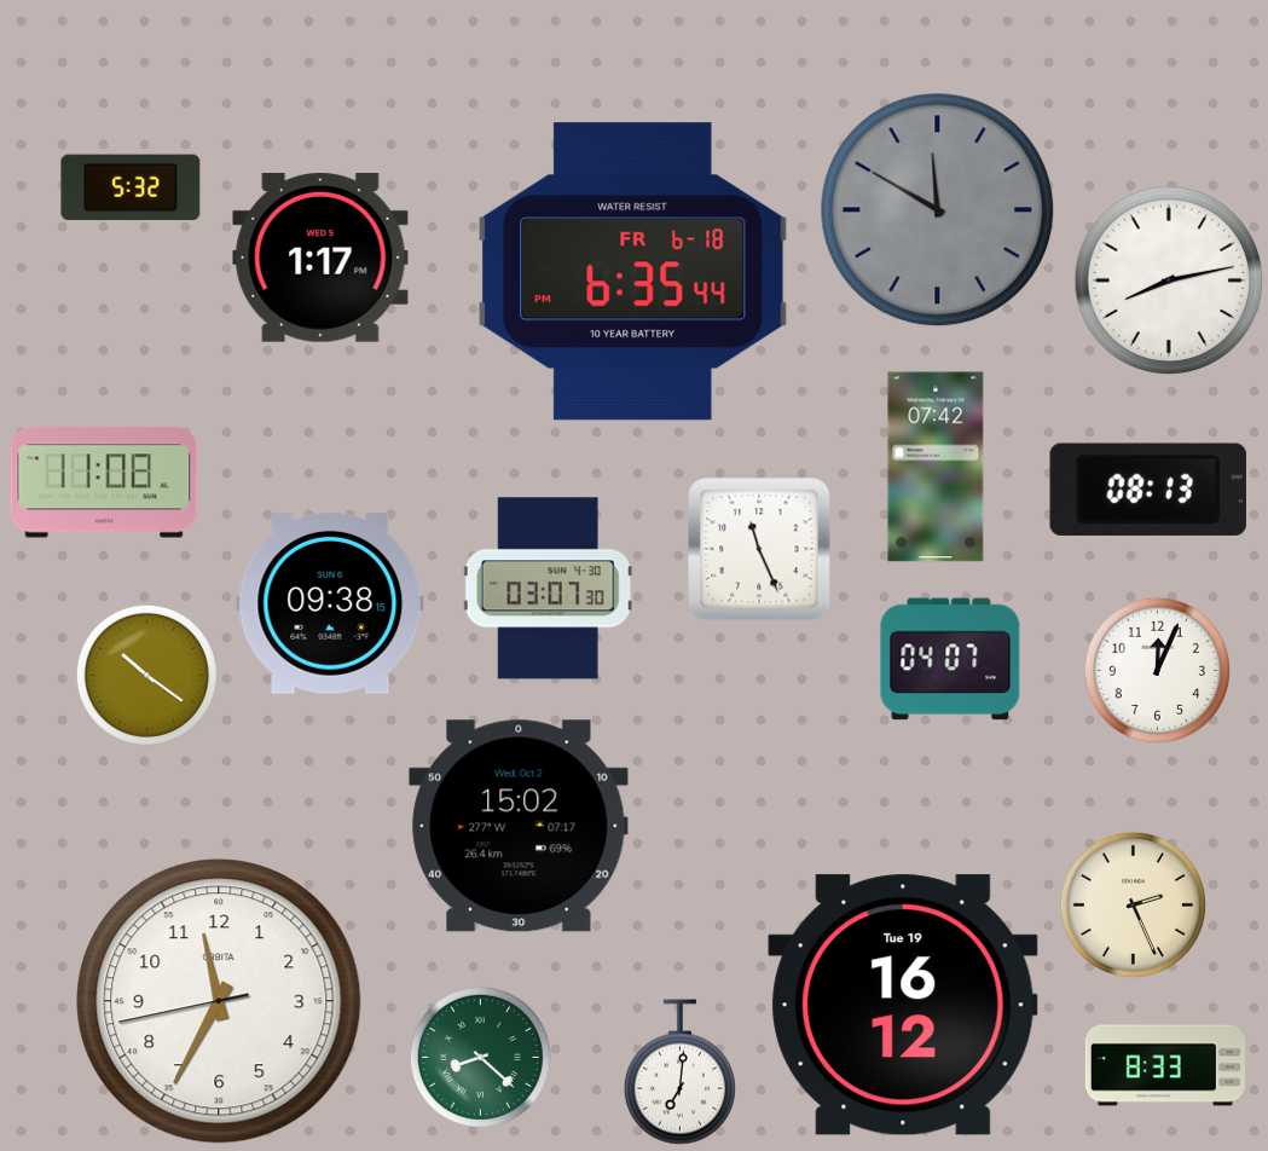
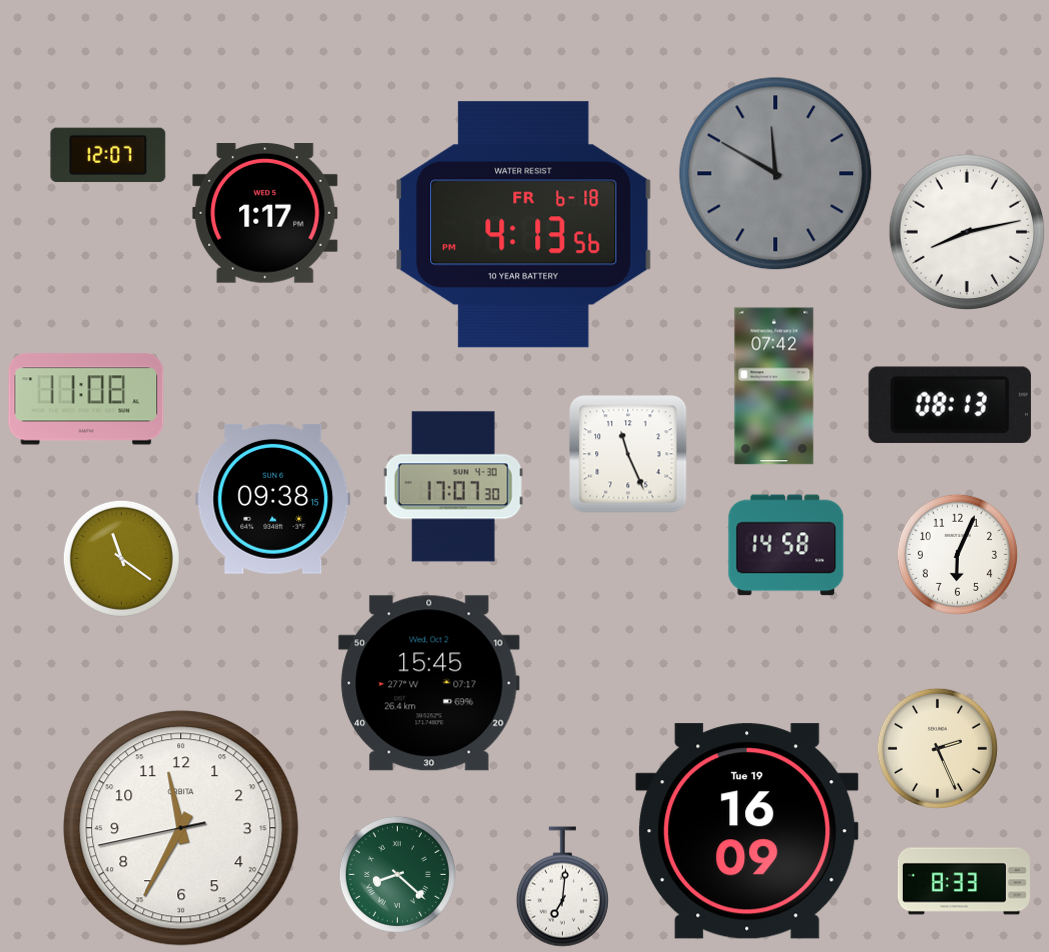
clock at (131, 187): 5:32 -> 12:07
clock at (633, 272): 6:35 -> 4:13
clock at (548, 589): 03:07 -> 17:07
clock at (950, 659): 04:07 -> 14:58
clock at (1157, 670): 12:04 -> 6:04
clock at (146, 675): 10:21 -> 11:21
clock at (519, 826): 15:02 -> 15:45
clock at (903, 1005): 16:12 -> 16:09
